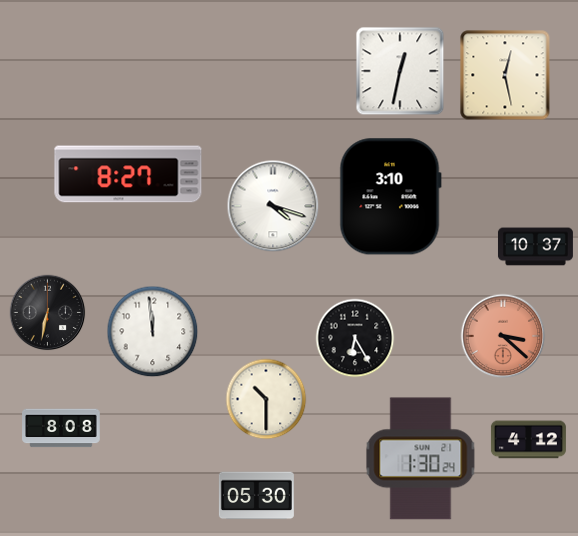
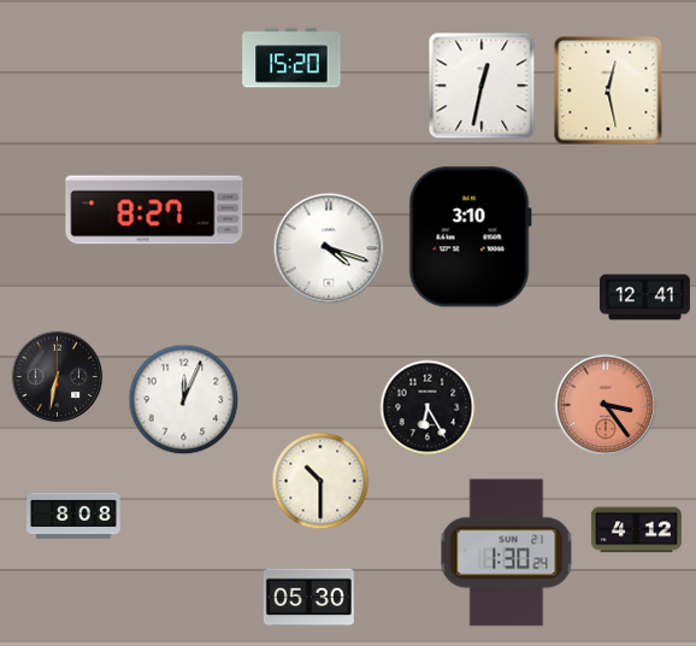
clock at (291, 58): none -> 15:20
clock at (535, 247): 10:37 -> 12:41
clock at (153, 332): 11:59 -> 12:04
clock at (503, 336): 3:22 -> 3:24
